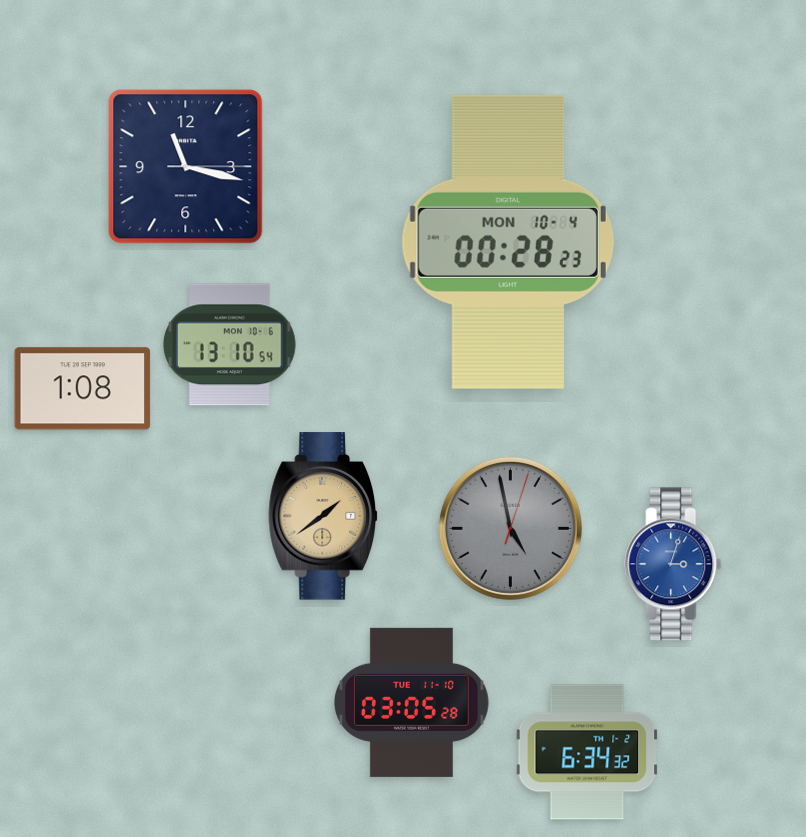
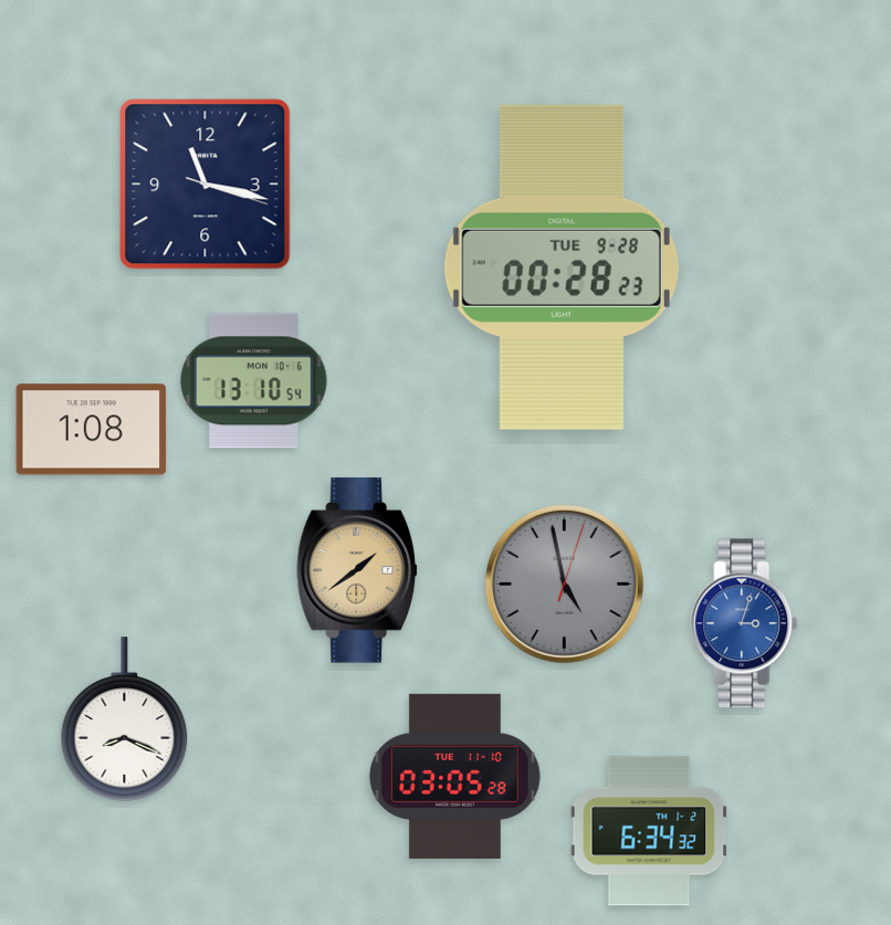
clock at (186, 167): 11:17:15 -> 11:17:18
clock at (508, 242) date: MON 10-4 -> TUE 9-28
clock at (125, 719): none -> 8:19
